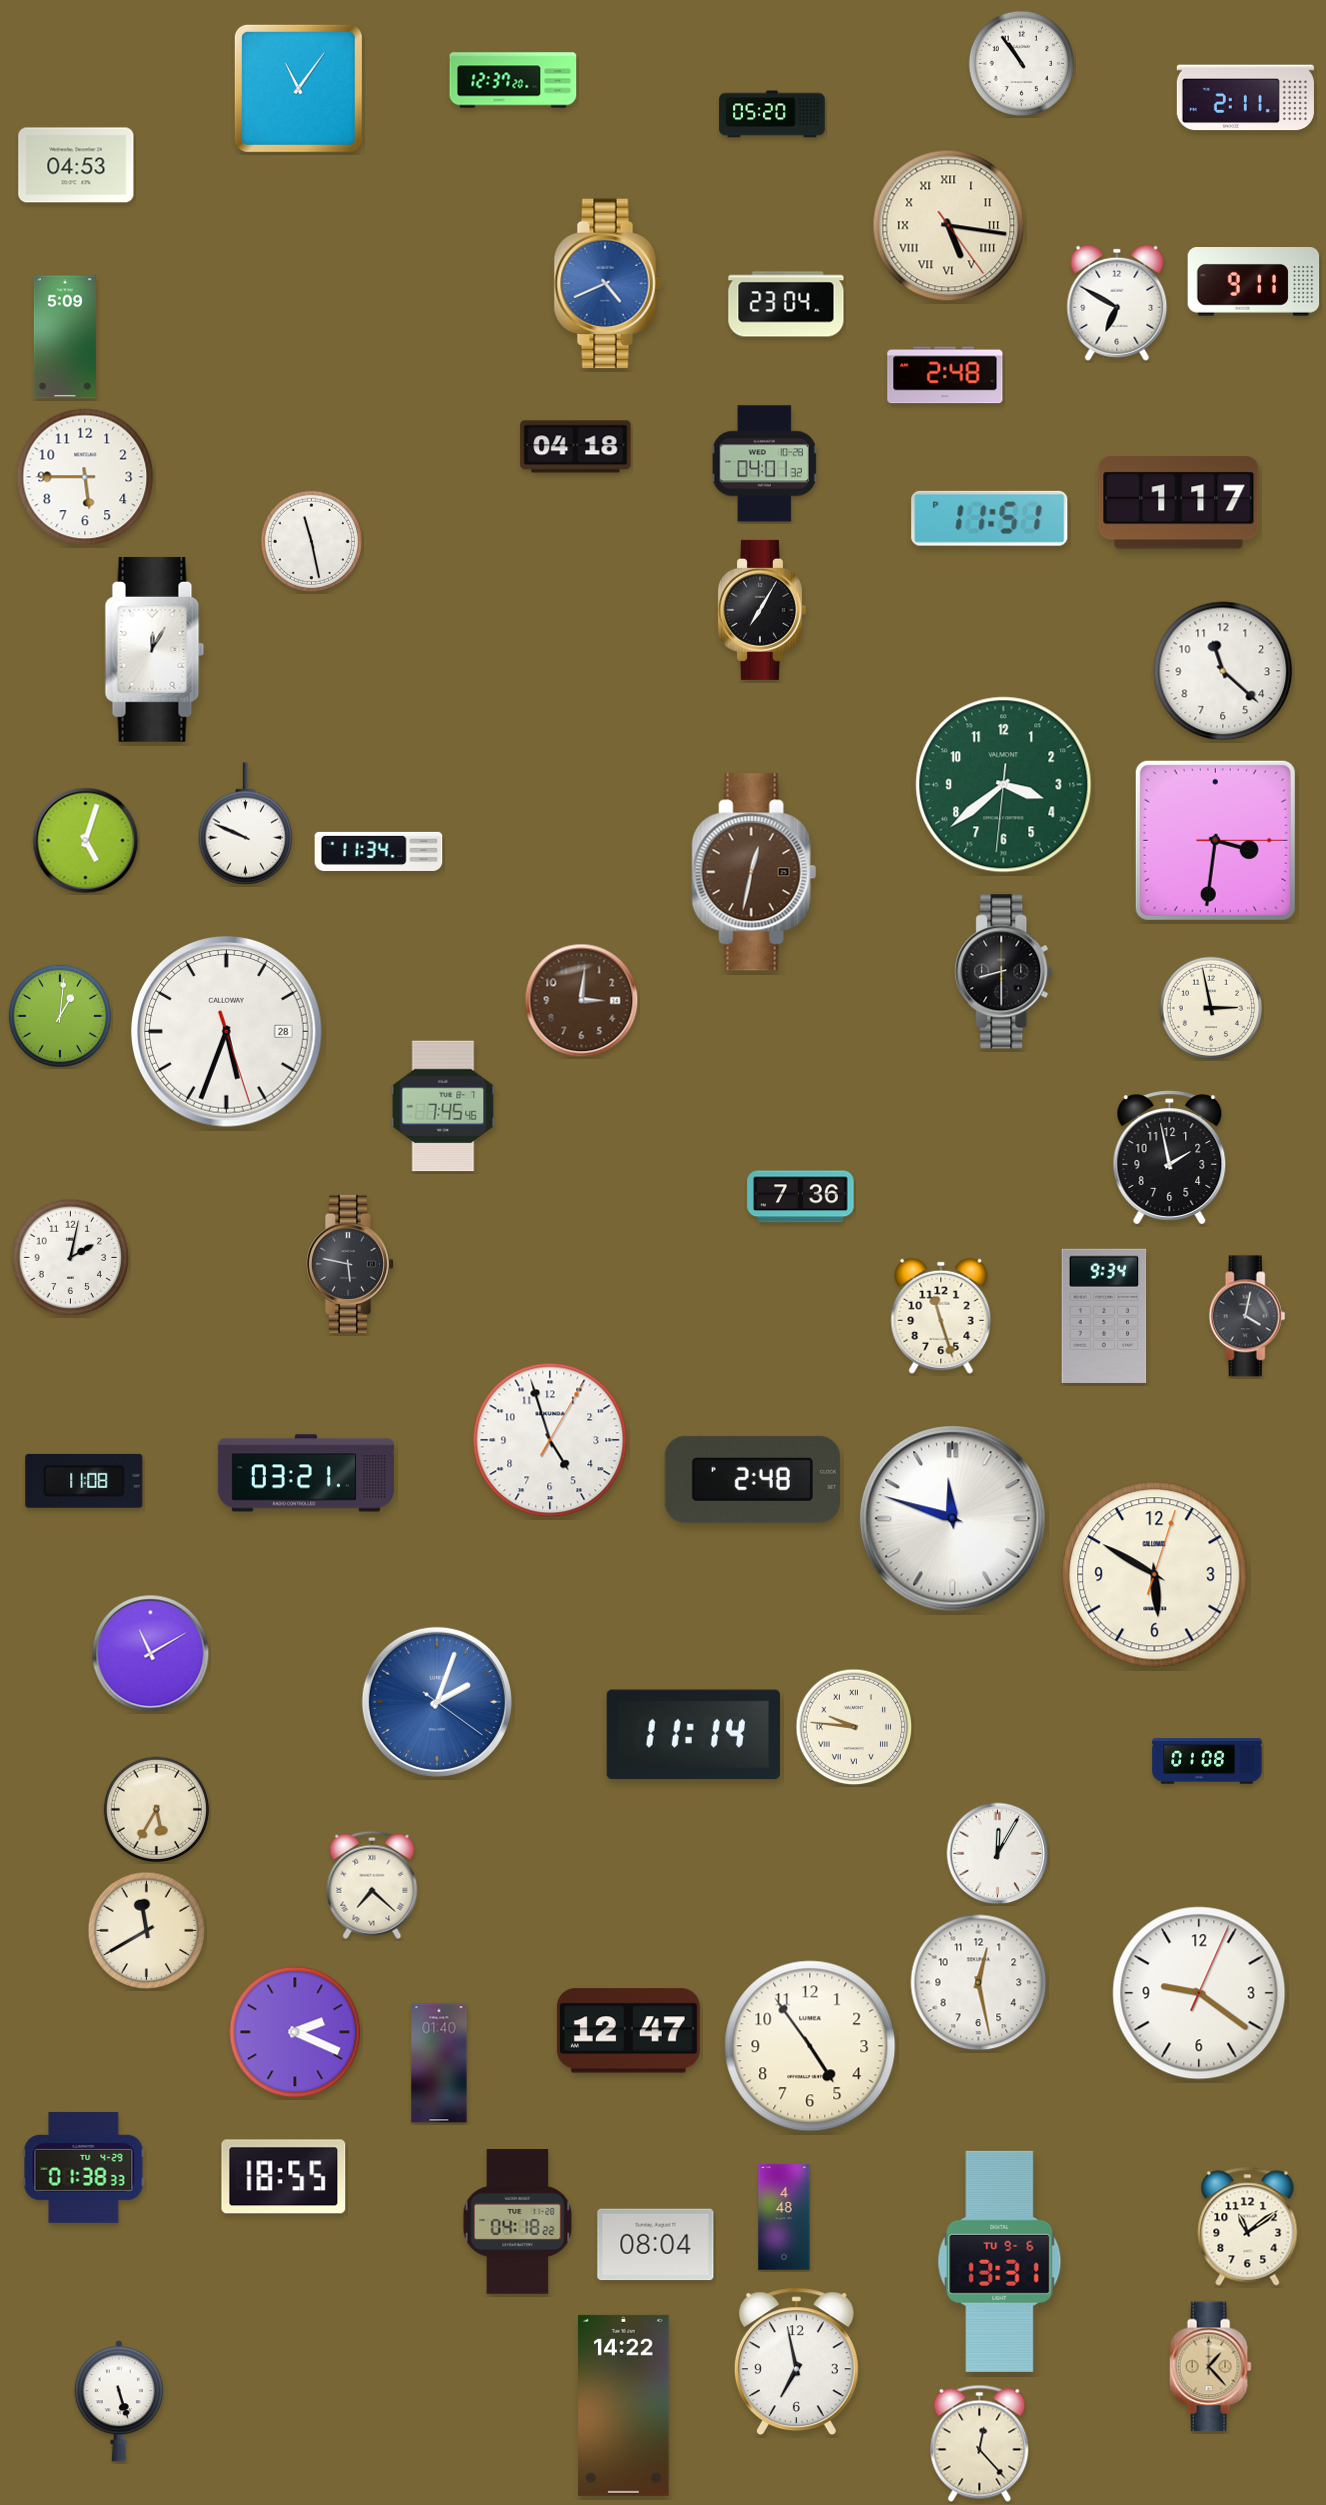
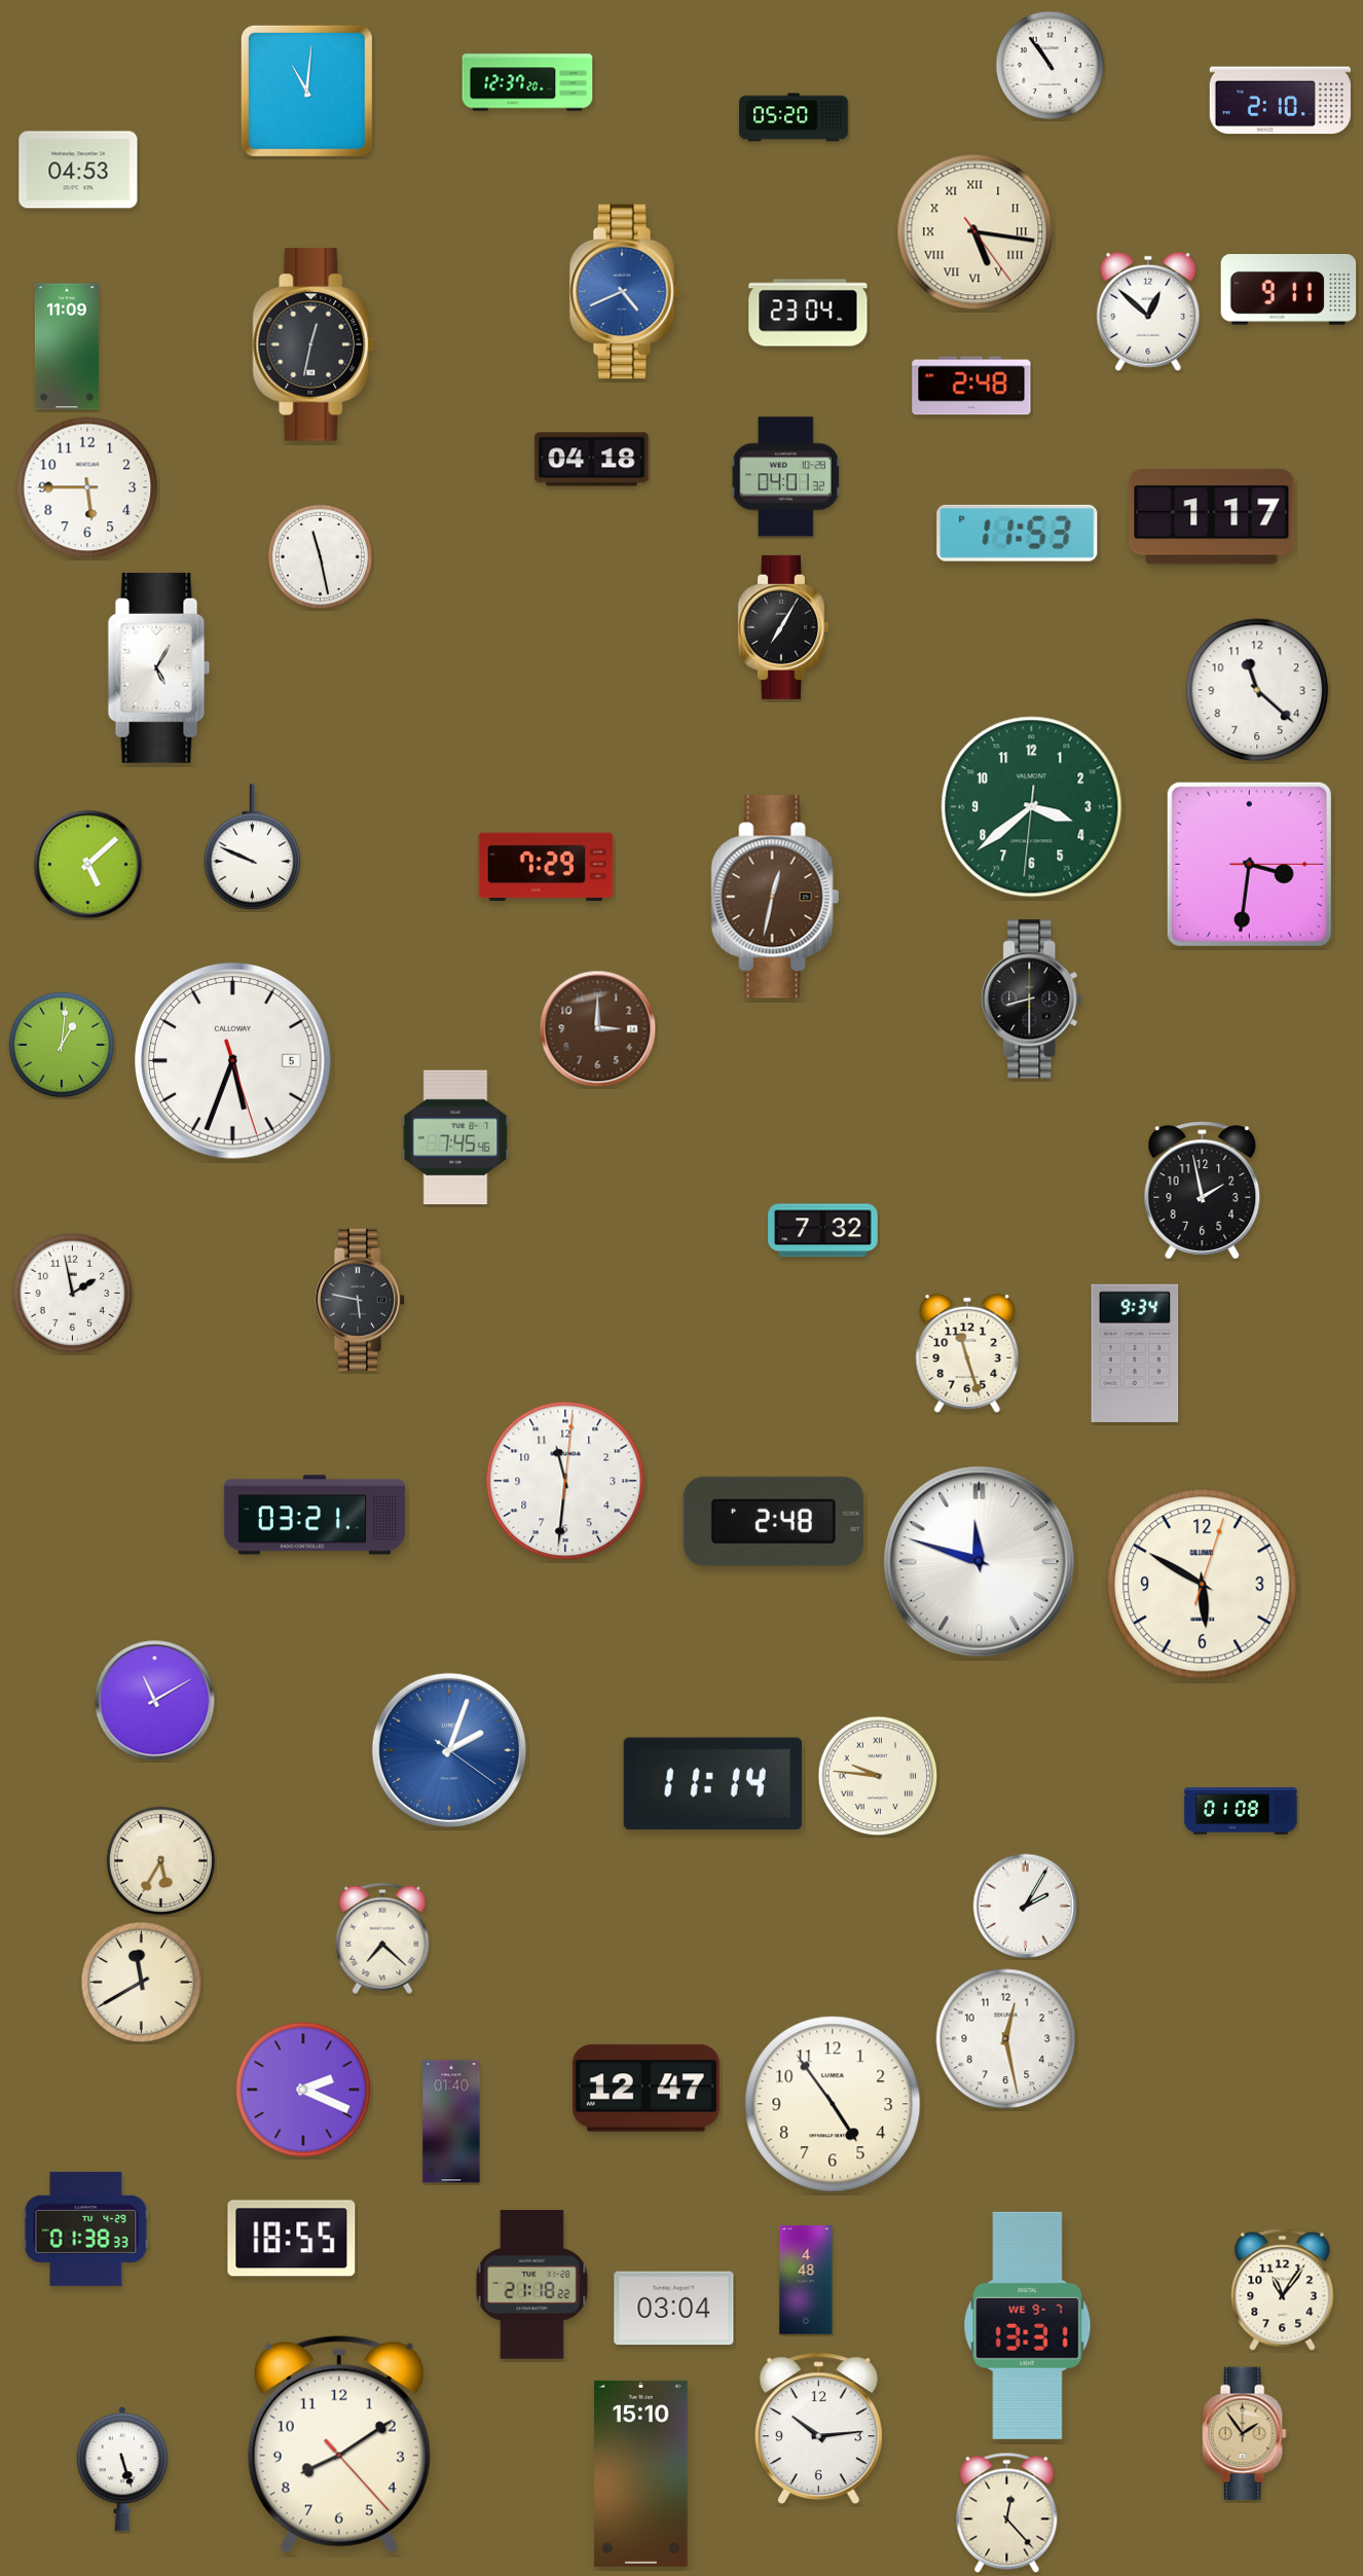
clock at (298, 88): 11:06 -> 11:01
clock at (1245, 98): 2:11 -> 2:10
clock at (1117, 303): 6:50 -> 12:52
clock at (314, 344): none -> 12:32
clock at (65, 337): 5:09 -> 11:09
clock at (85, 477) position: (85, 477) -> (87, 487)
clock at (990, 518): 11:51 -> 11:53
clock at (155, 649): 12:05 -> 5:05
clock at (86, 841): 5:03 -> 5:08
clock at (546, 867): none -> 7:29
clock at (379, 851): 11:34 -> none
clock at (582, 1001): 3:01 -> 3:00
clock at (1210, 1007): 2:58 -> none
clock at (227, 1032) date: 28 -> 5
clock at (801, 1197): 7:36 -> 7:32
clock at (71, 1258): 2:02 -> 1:58
clock at (1247, 1316): 4:02 -> none
clock at (550, 1440): 4:57 -> 11:31
clock at (84, 1481): 11:08 -> none
clock at (1155, 1575) position: (1155, 1575) -> (1203, 1585)
clock at (998, 1854): 12:05 -> 2:05
clock at (147, 1931) position: (147, 1931) -> (142, 1983)
clock at (1199, 1993): 9:21 -> none
clock at (518, 2222): 04:18 -> 21:18
clock at (1248, 2227): 11:09 -> 11:06
clock at (656, 2245): 08:04 -> 03:04
clock at (1000, 2261) date: TU 9-6 -> WE 9-7
clock at (796, 2362): 6:58 -> 10:14
clock at (1210, 2367): 1:23 -> 1:54
clock at (339, 2444): none -> 8:09
clock at (624, 2405): 14:22 -> 15:10
